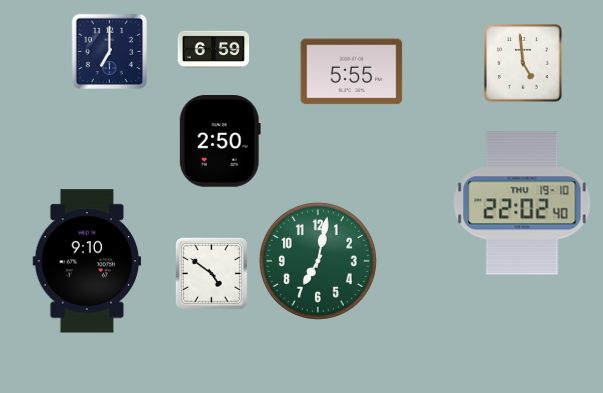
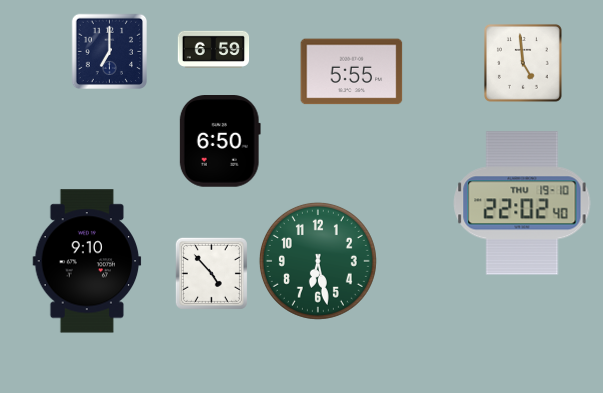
clock at (220, 141): 2:50 -> 6:50
clock at (318, 261): 7:02 -> 6:28
clock at (211, 273): 4:51 -> 4:53
